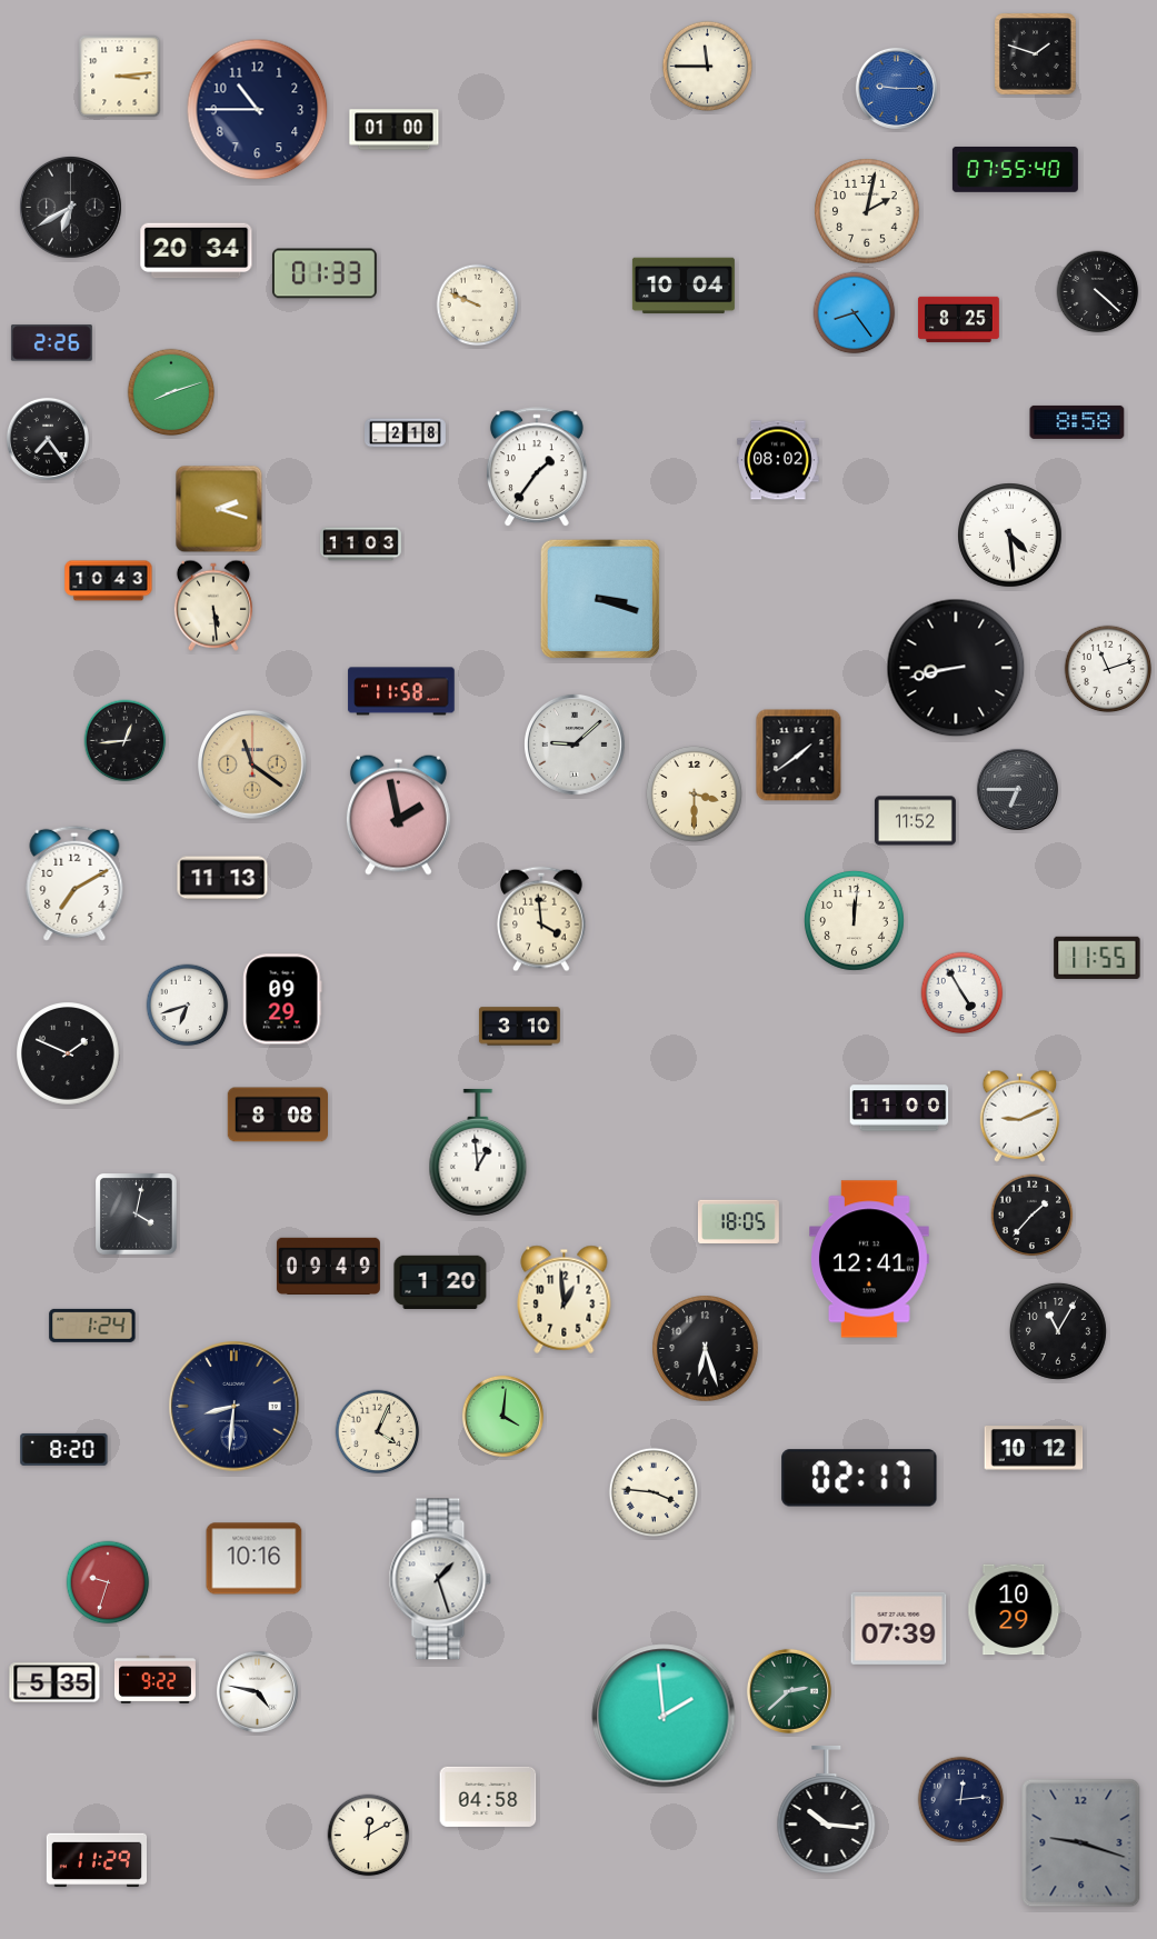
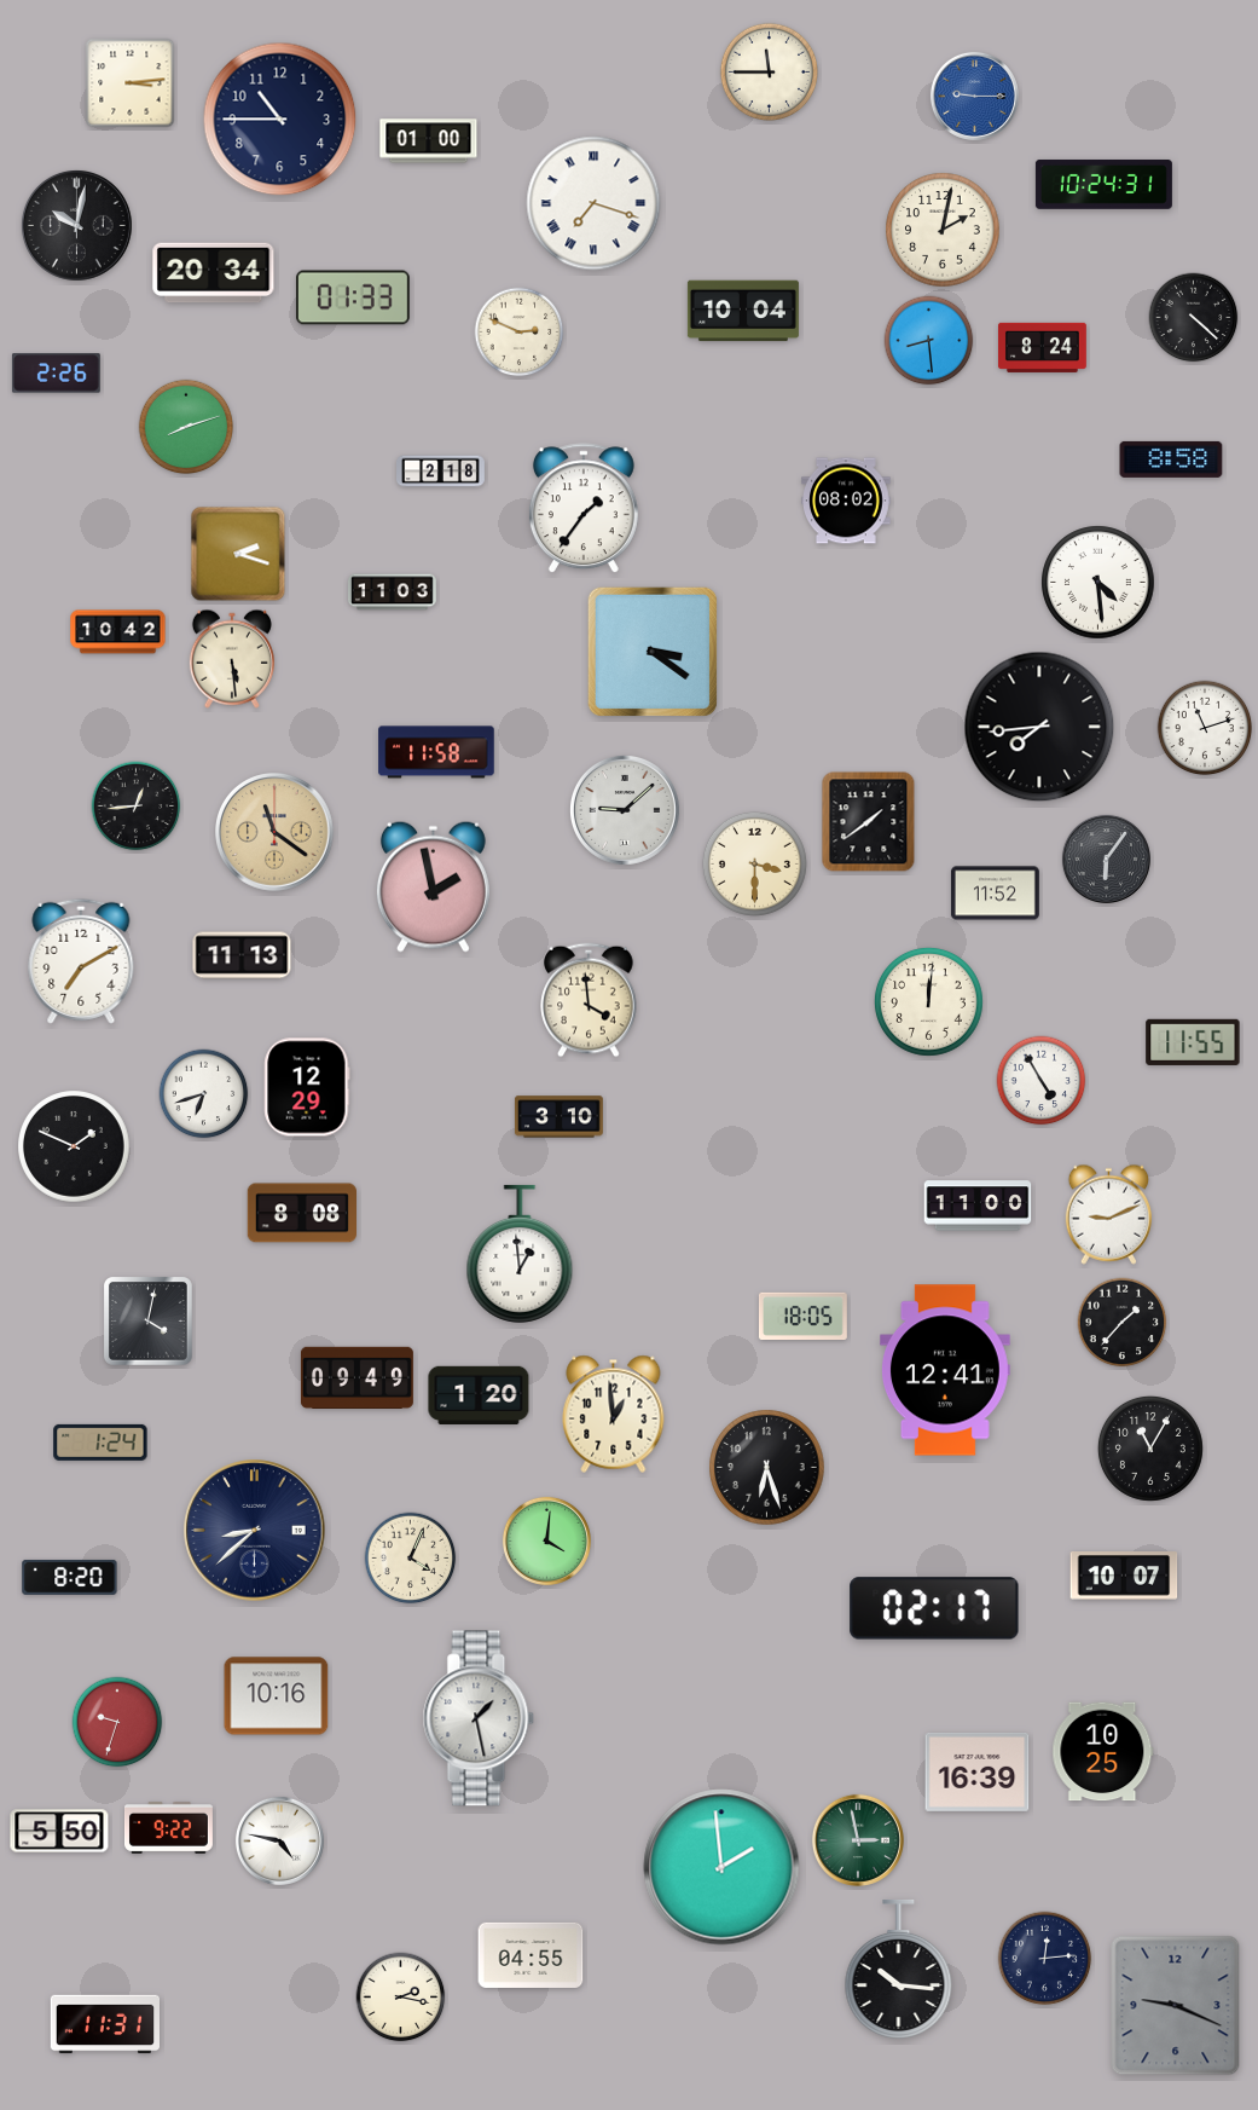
clock at (1036, 54): 1:48 -> none
clock at (1015, 169): 07:55 -> 10:24
clock at (593, 203): none -> 7:18
clock at (71, 208): 6:40 -> 10:02
clock at (478, 306): 9:49 -> 2:49
clock at (855, 313): 8:24 -> 8:29
clock at (958, 319): 8:25 -> 8:24
clock at (48, 439): 7:24 -> none
clock at (109, 581): 10:43 -> 10:42
clock at (599, 598): 3:18 -> 3:21
clock at (956, 668): 8:43 -> 7:44
clock at (1017, 789): 6:45 -> 6:06
clock at (962, 993) position: (962, 993) -> (1042, 1081)
clock at (282, 999): 09:29 -> 12:29
clock at (519, 1027) position: (519, 1027) -> (558, 1117)
clock at (738, 1221) position: (738, 1221) -> (802, 1316)
clock at (235, 1407): 8:31 -> 8:38
clock at (1034, 1448): 10:12 -> 10:07
clock at (652, 1491): 3:46 -> none
clock at (440, 1579): 1:27 -> 1:28
clock at (1015, 1610): 10:29 -> 10:25
clock at (899, 1628): 07:39 -> 16:39
clock at (54, 1682): 5:35 -> 5:50
clock at (789, 1691): 2:38 -> 2:58
clock at (488, 1797): 04:58 -> 04:55
clock at (369, 1836): 12:10 -> 2:17
clock at (1081, 1843): 9:18 -> 9:19
clock at (96, 1860): 11:29 -> 11:31
